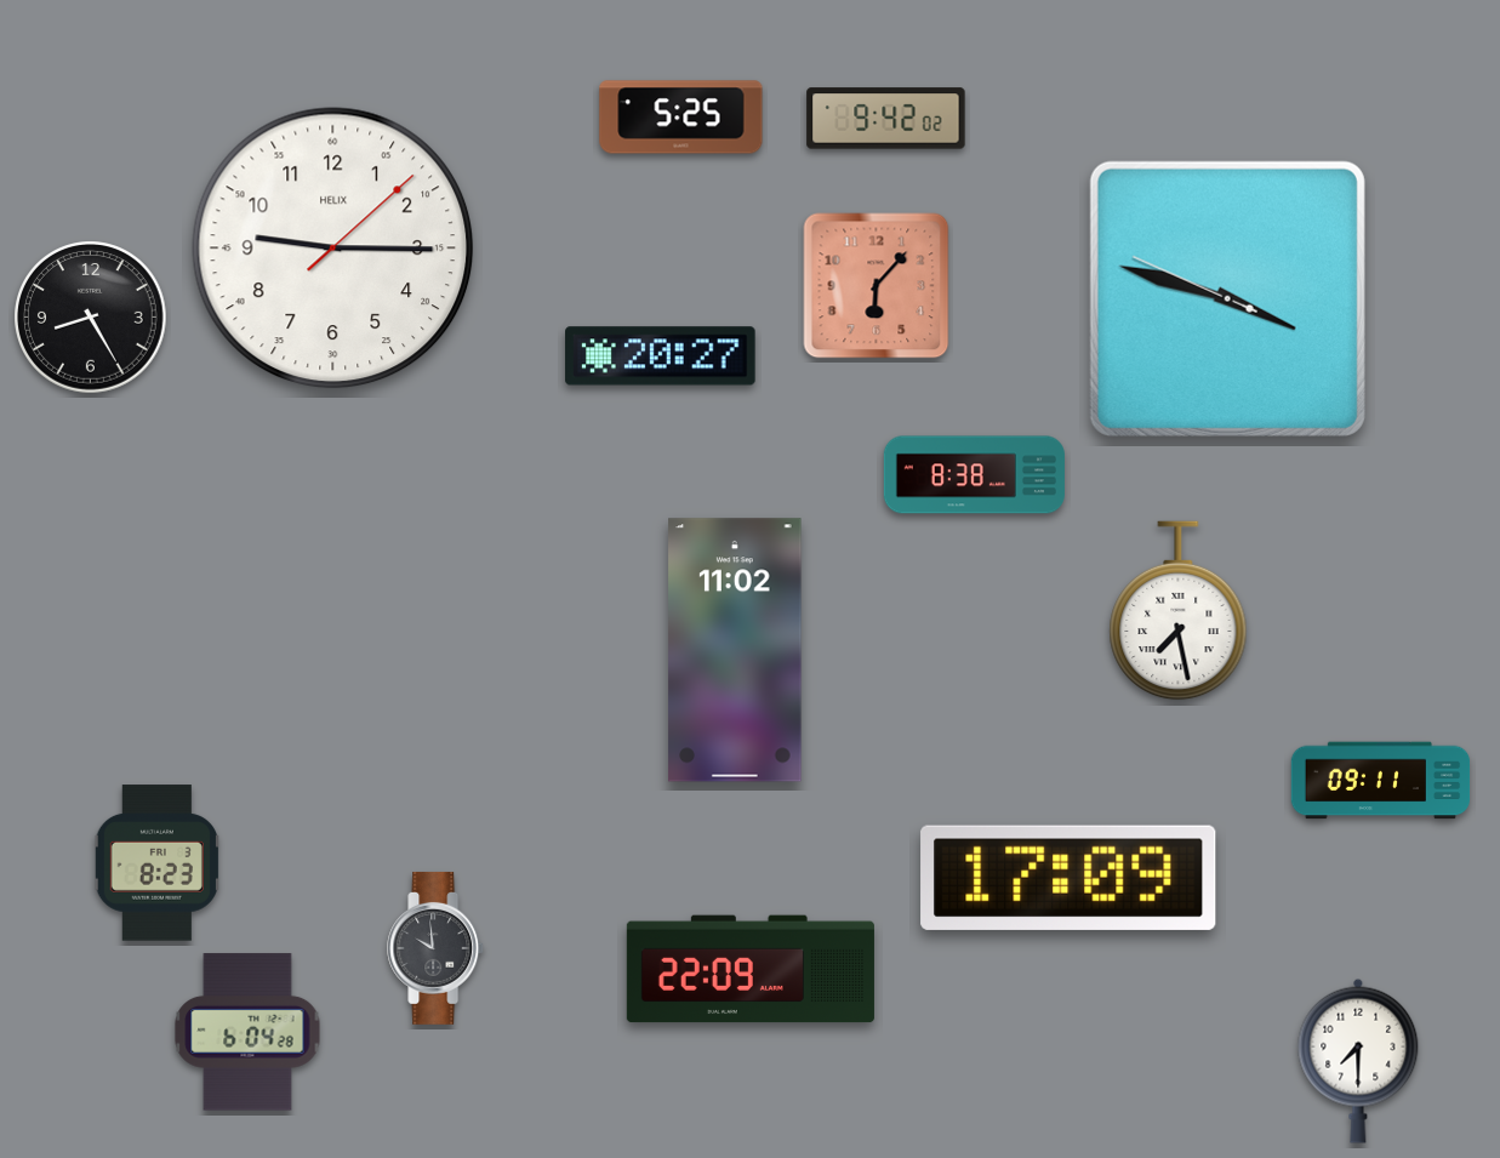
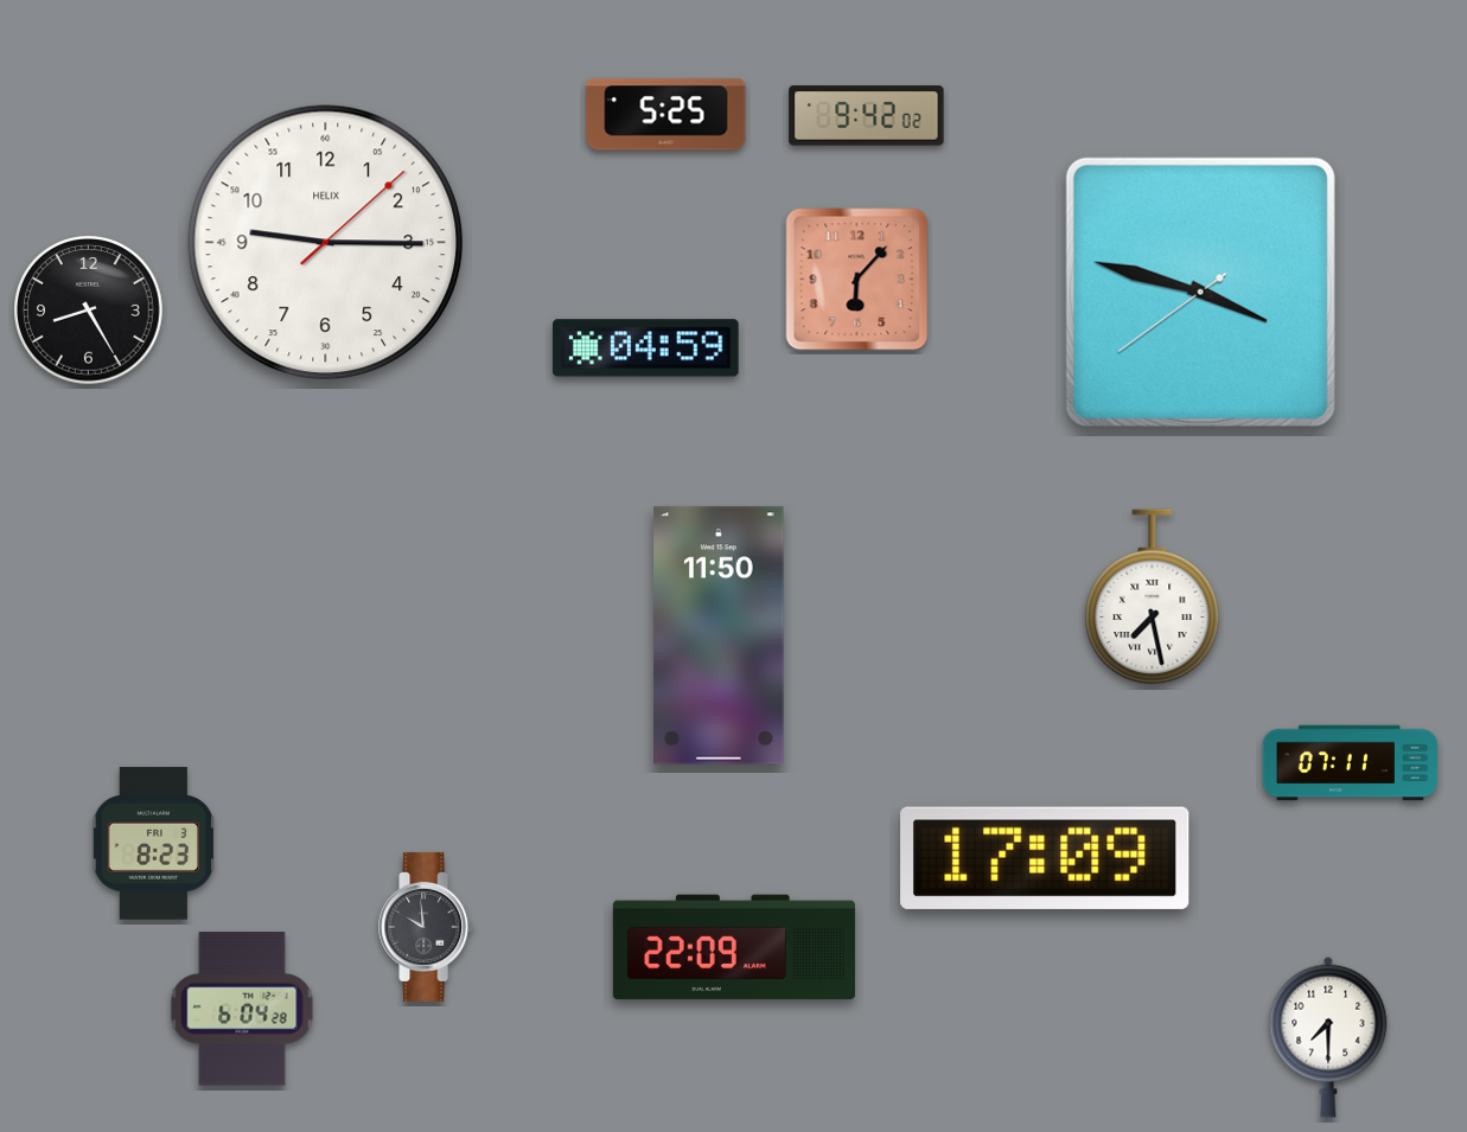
clock at (1227, 298): 3:47:49 -> 3:47:39
clock at (661, 356): 20:27 -> 04:59
clock at (974, 475): 8:38 -> none
clock at (735, 650): 11:02 -> 11:50
clock at (1381, 781): 09:11 -> 07:11
